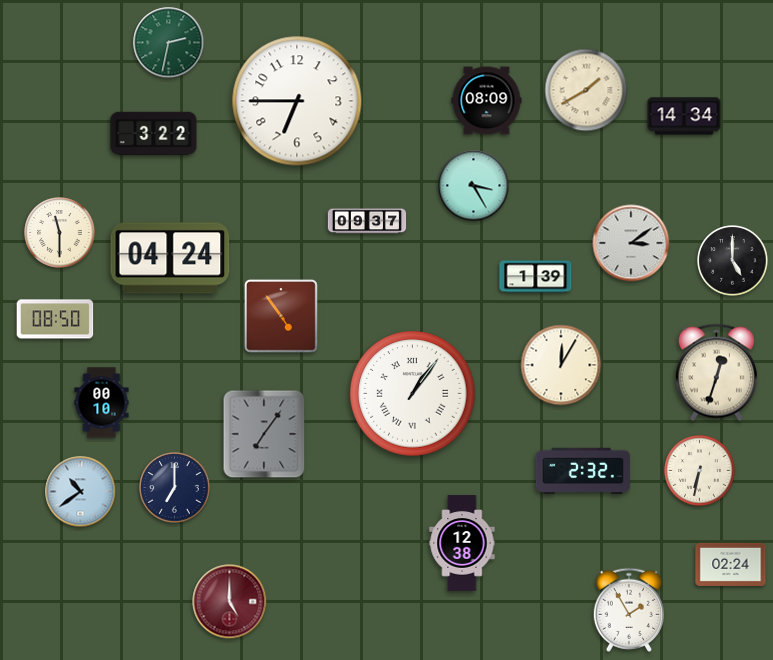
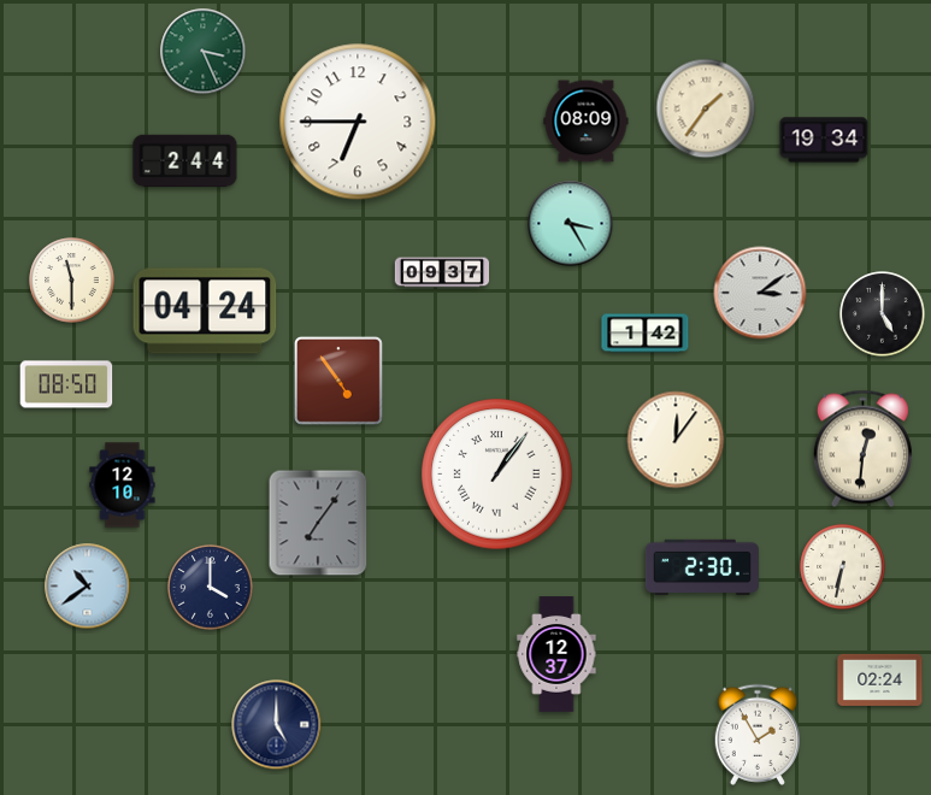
clock at (169, 43): 2:32 -> 3:26
clock at (586, 90): 1:40 -> 1:36
clock at (684, 116): 14:34 -> 19:34
clock at (154, 134): 3:22 -> 2:44
clock at (367, 221) position: (367, 221) -> (442, 272)
clock at (536, 277): 1:39 -> 1:42
clock at (561, 365): 12:05 -> 12:06
clock at (716, 373): 12:33 -> 12:31
clock at (102, 403): 00:10 -> 12:10
clock at (583, 471): 2:32 -> 2:30
clock at (175, 488): 7:00 -> 4:00
clock at (81, 492) position: (81, 492) -> (88, 587)
clock at (462, 543): 12:38 -> 12:37
clock at (230, 602) dial: burgundy -> navy
